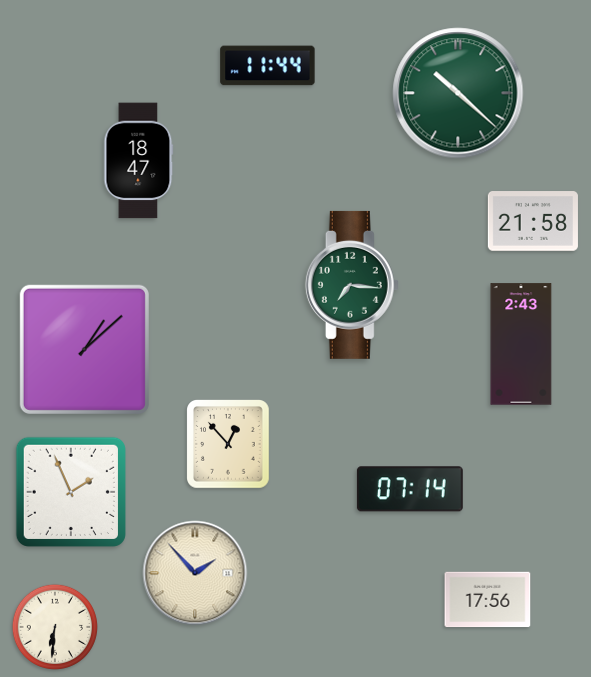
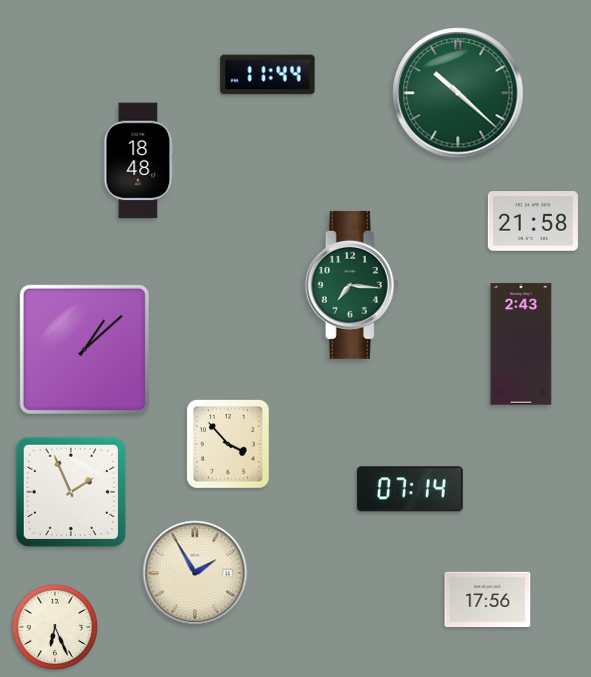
clock at (268, 66) position: (268, 66) -> (268, 75)
clock at (139, 161): 18:47 -> 18:48
clock at (229, 444): 12:53 -> 3:53
clock at (195, 573): 1:53 -> 1:55
clock at (55, 627): 6:31 -> 6:26
